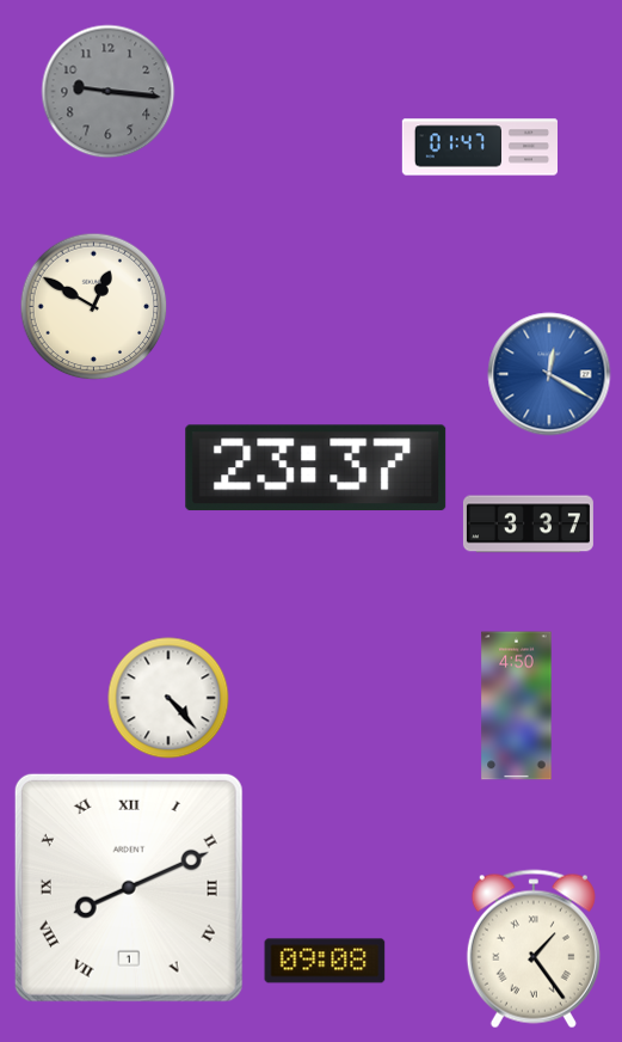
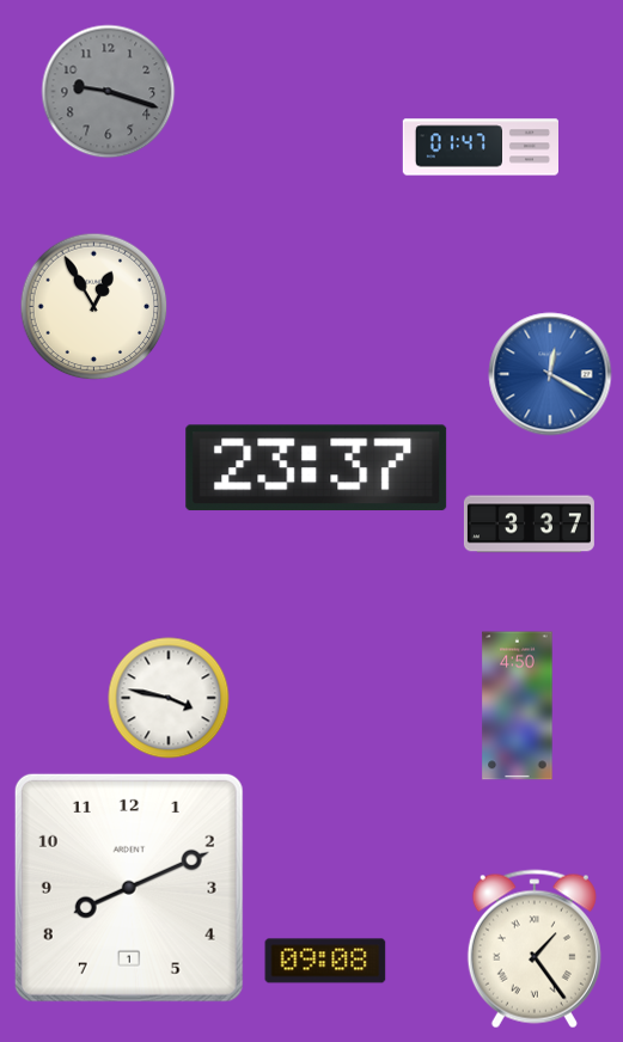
clock at (109, 92): 9:16 -> 9:18
clock at (94, 307): 12:50 -> 12:55
clock at (168, 698): 4:23 -> 3:47
clock at (129, 888) numerals: Roman -> Arabic
